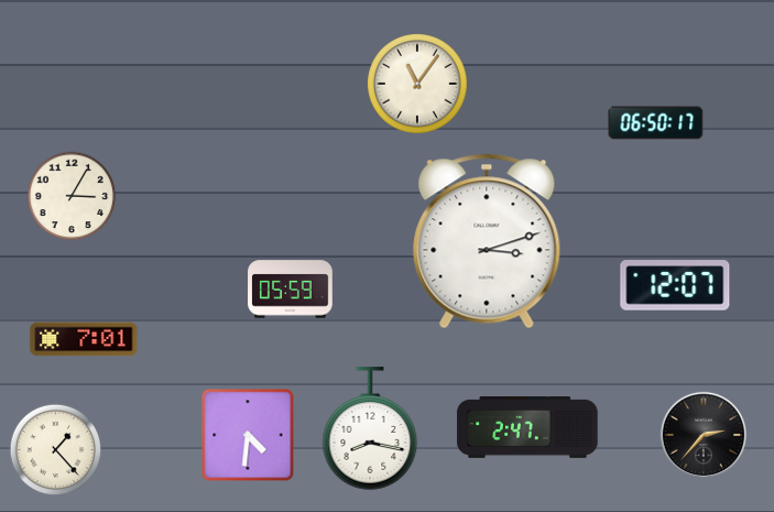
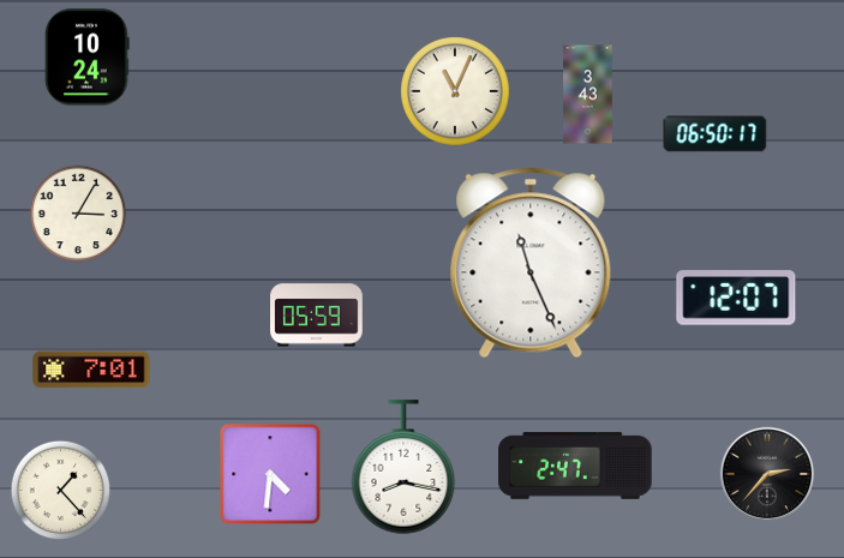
clock at (88, 58): none -> 10:24
clock at (418, 85): 11:06 -> 11:04
clock at (588, 95): none -> 3:43
clock at (487, 241): 3:12 -> 11:26
clock at (675, 285) position: (675, 285) -> (736, 298)
